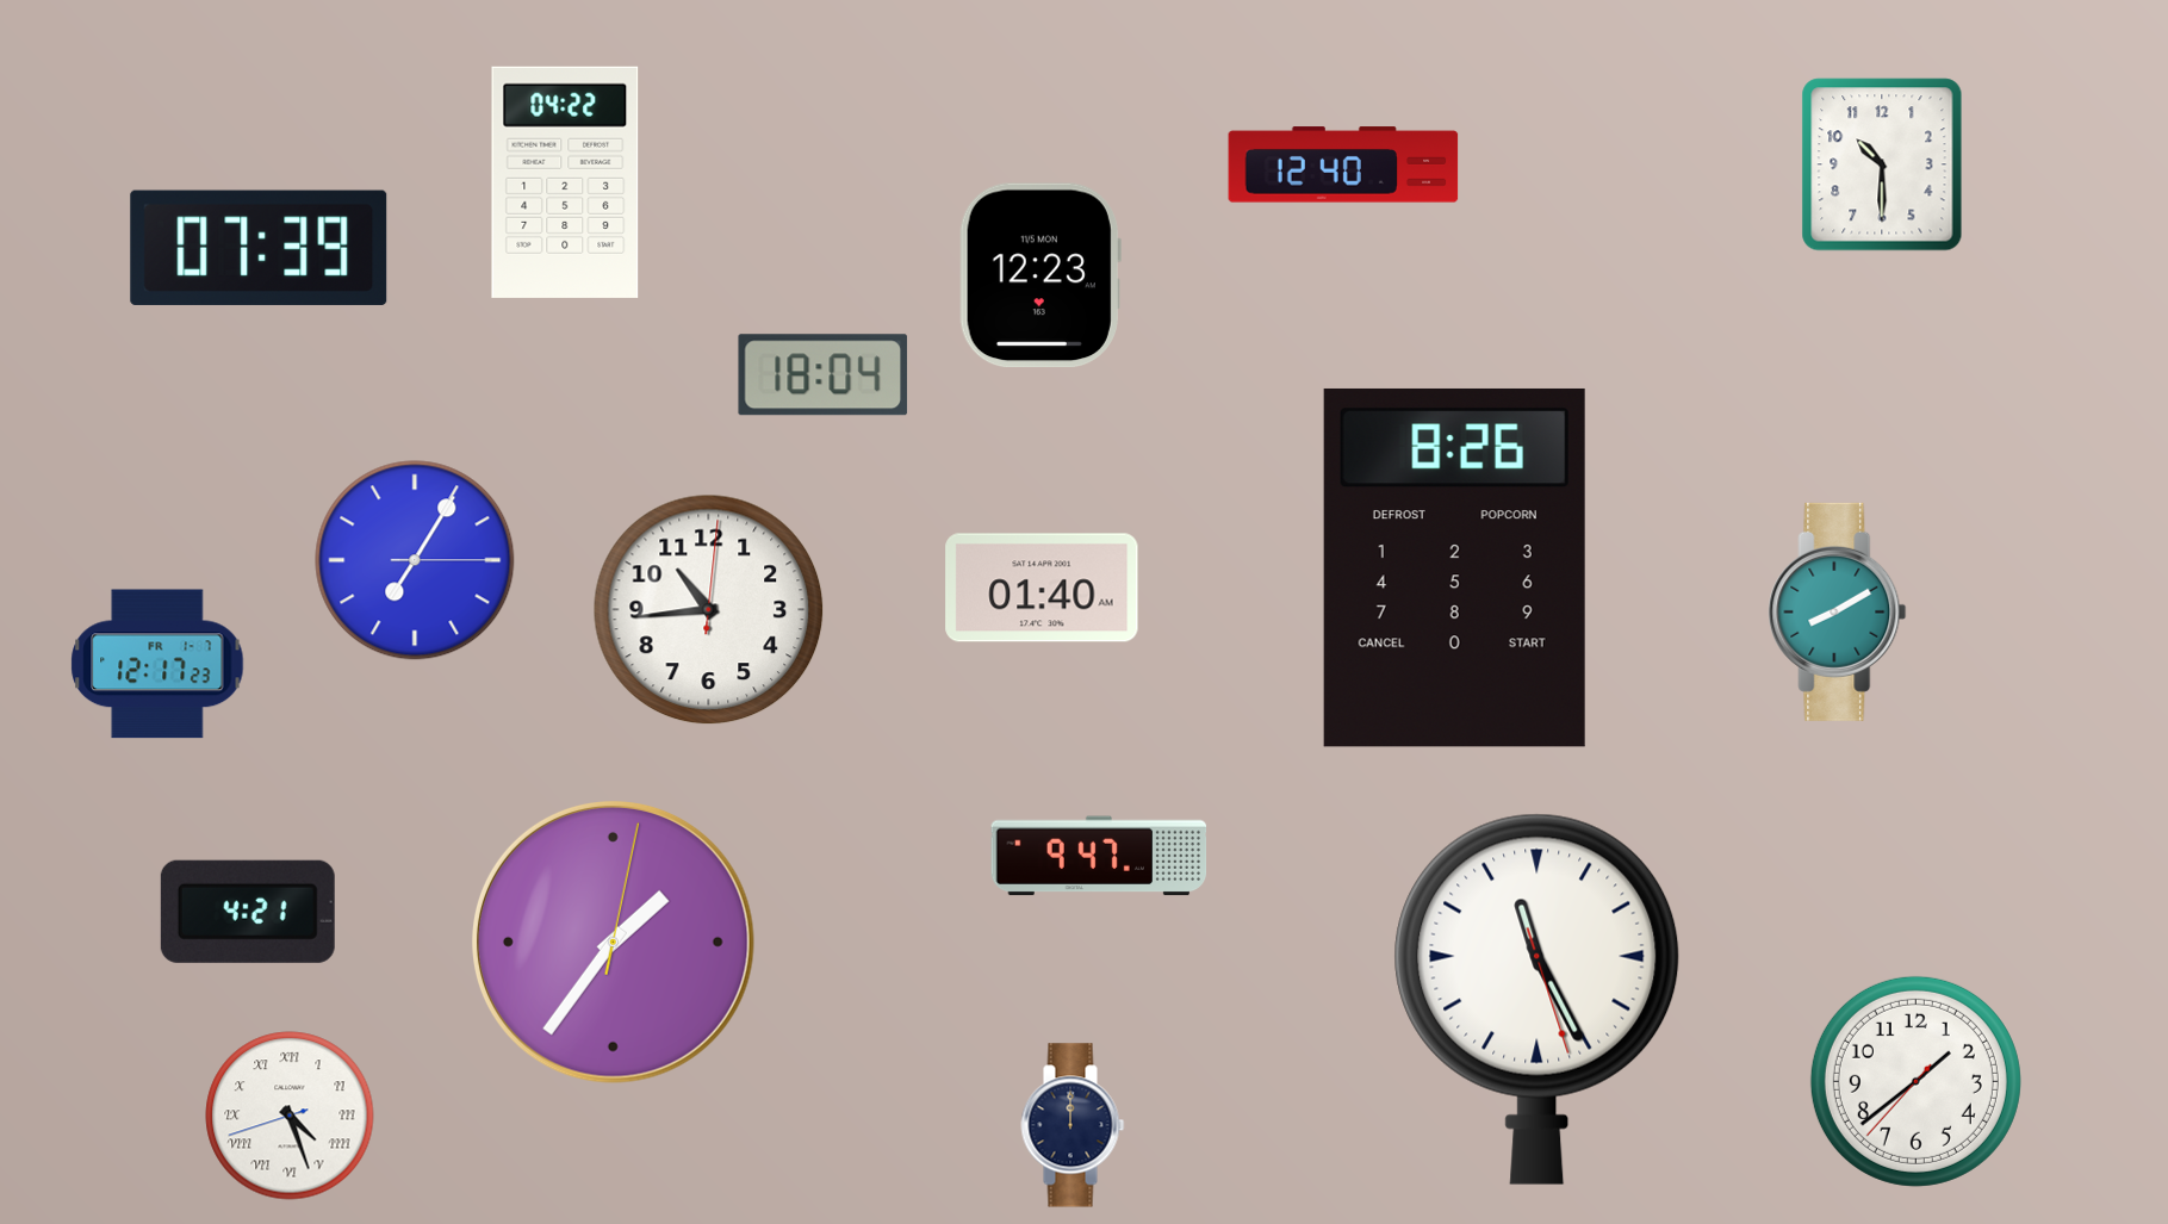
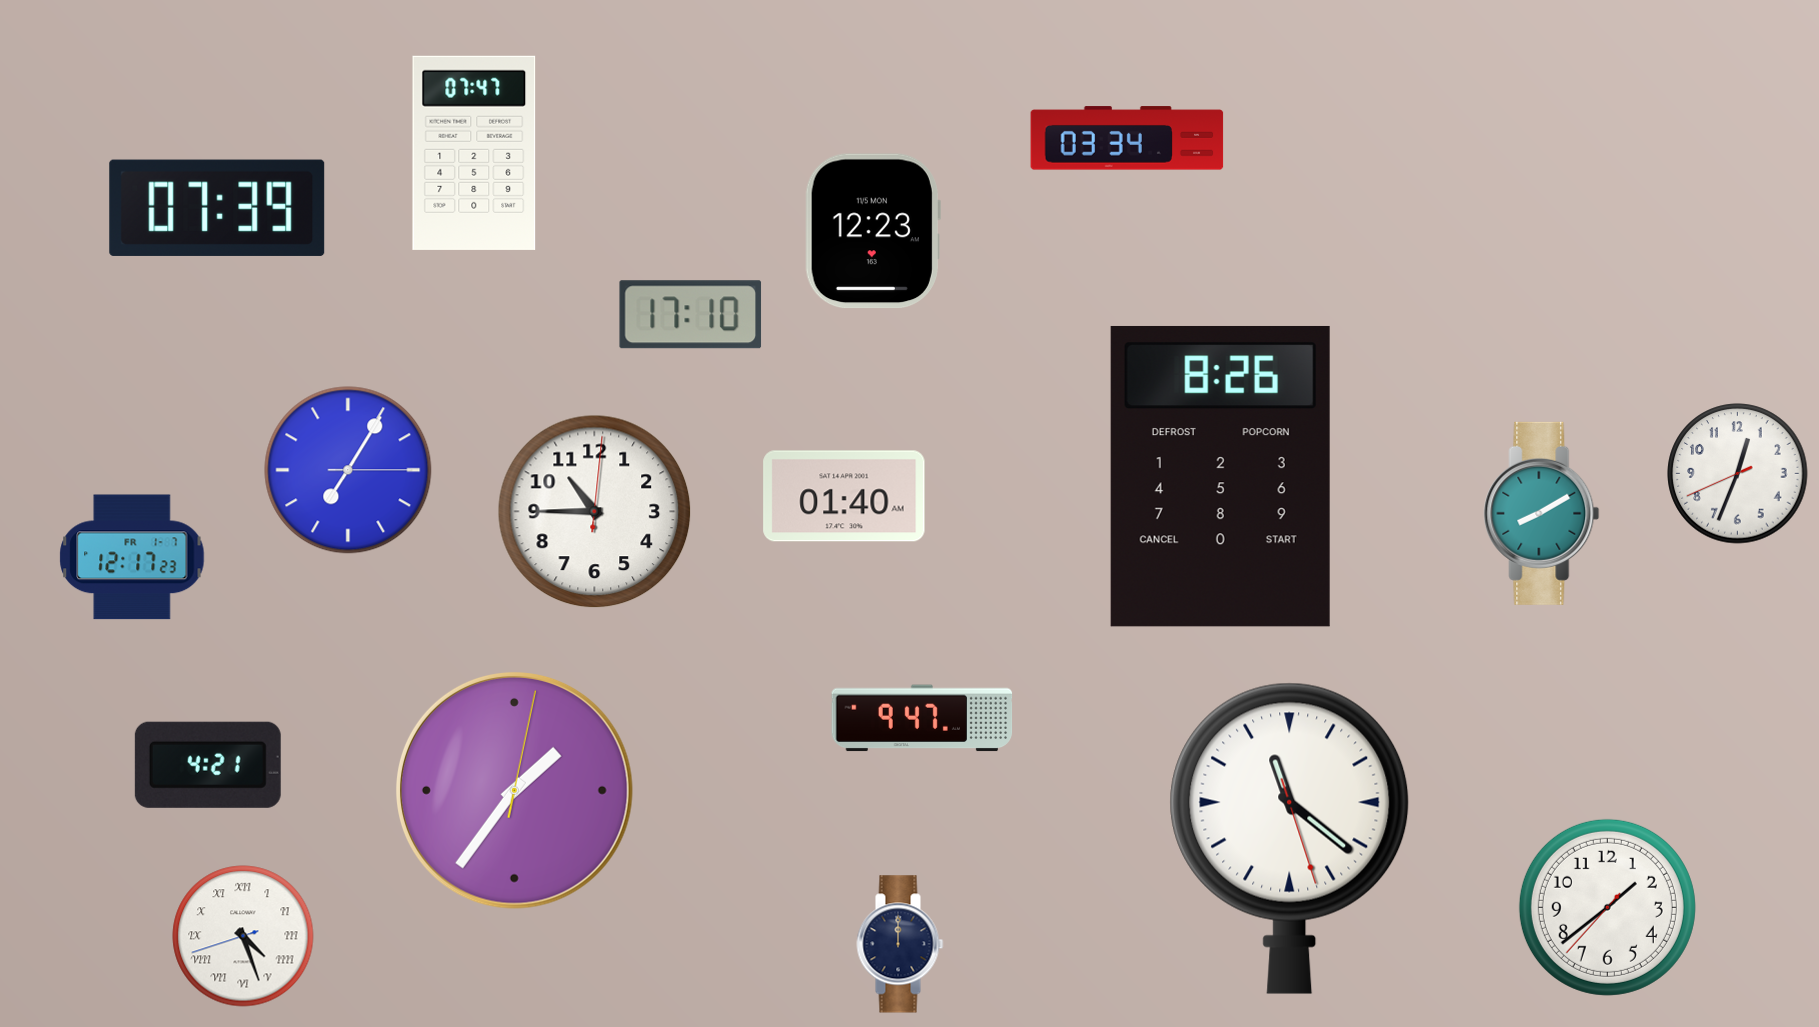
clock at (1343, 164): 12:40 -> 03:34
clock at (1882, 164): 10:30 -> none
clock at (565, 182): 04:22 -> 07:47
clock at (824, 375): 18:04 -> 17:10
clock at (1738, 474): none -> 12:33
clock at (1042, 588) position: (1042, 588) -> (844, 496)
clock at (709, 610): 10:44 -> 10:45
clock at (1538, 999): 11:25 -> 11:21
